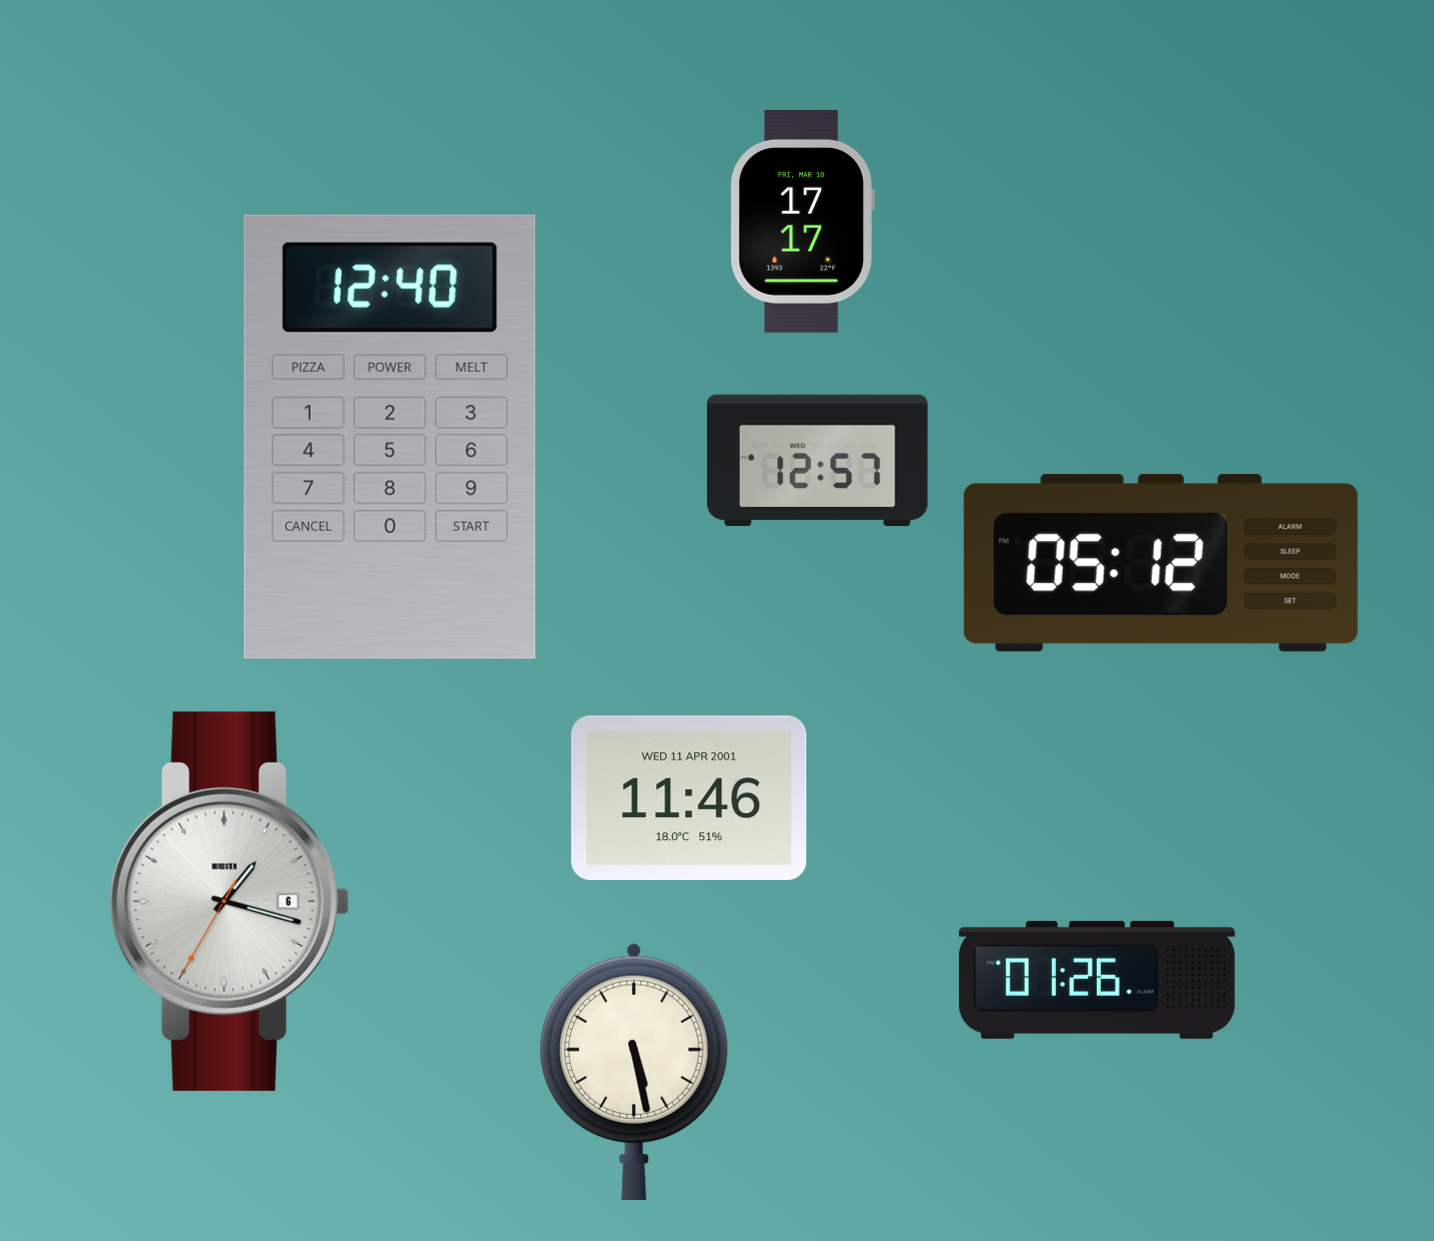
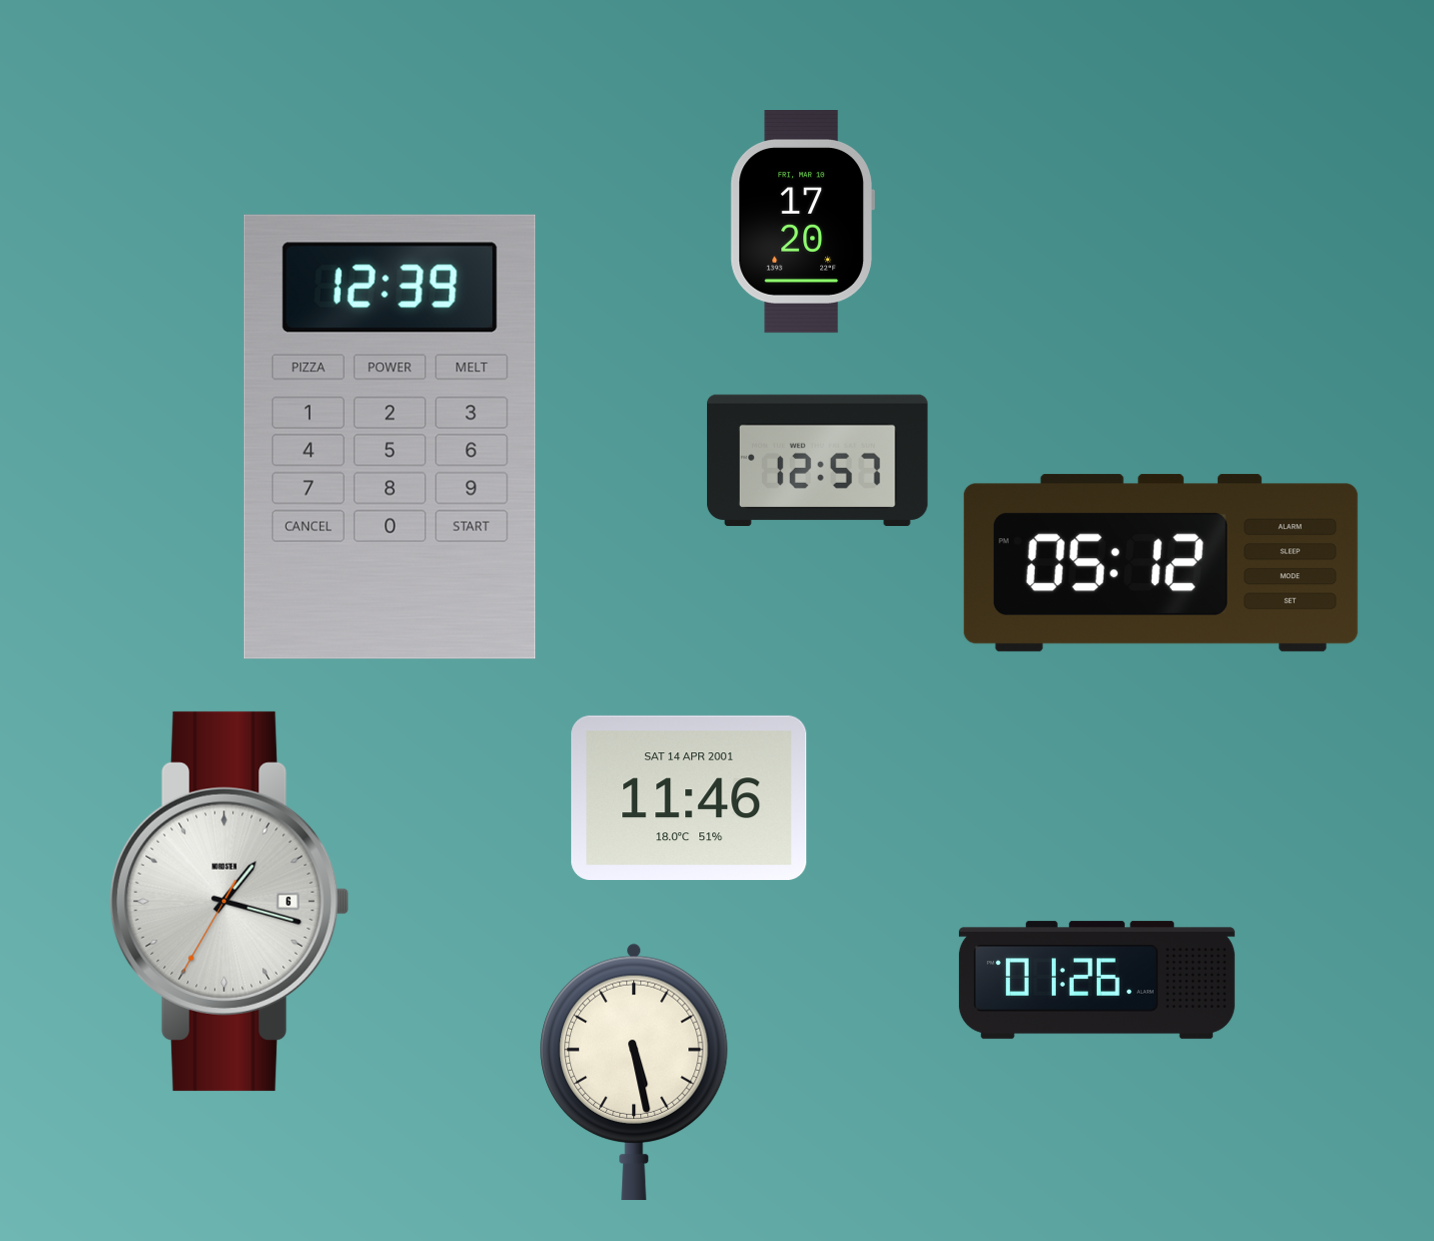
clock at (802, 222): 17:17 -> 17:20
clock at (390, 437): 12:40 -> 12:39
clock at (689, 797) date: WED 11 APR 2001 -> SAT 14 APR 2001
